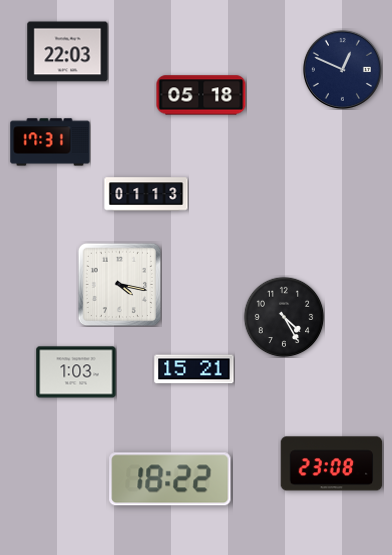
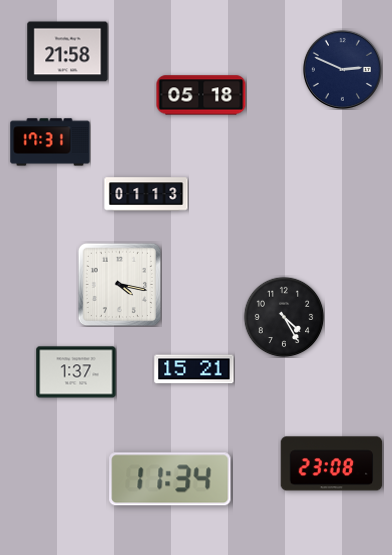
clock at (68, 52): 22:03 -> 21:58
clock at (342, 69): 12:49 -> 2:49
clock at (76, 372): 1:03 -> 1:37
clock at (170, 479): 18:22 -> 11:34
